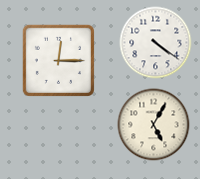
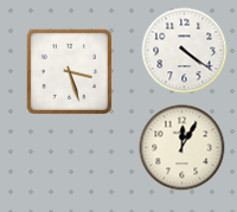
clock at (58, 60): 12:15 -> 3:27
clock at (154, 125): 5:05 -> 12:05
